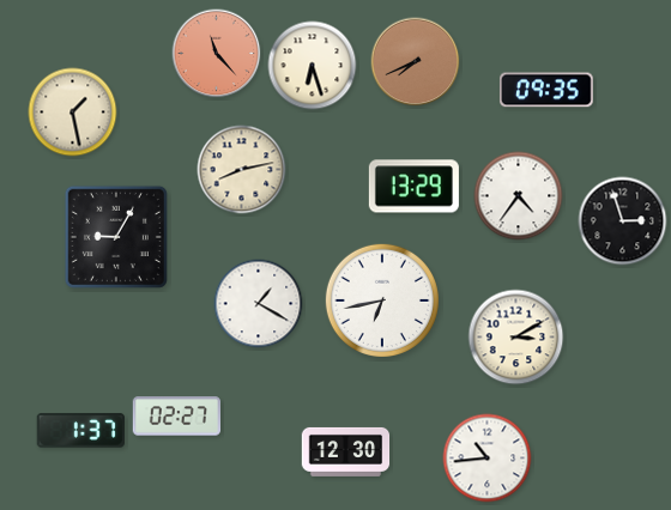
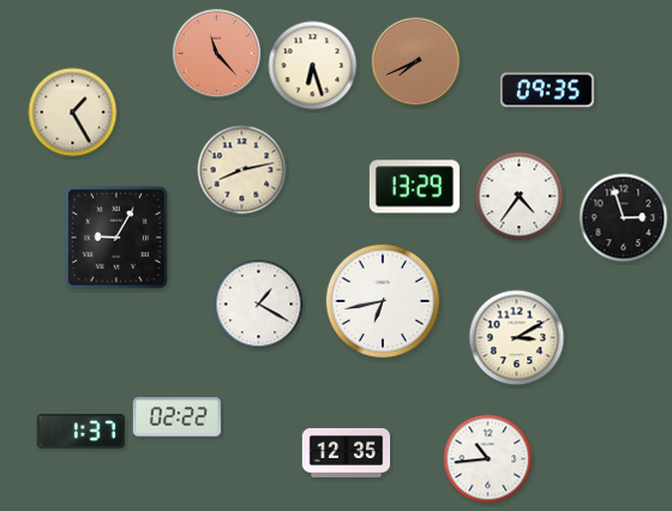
clock at (73, 113): 1:28 -> 1:25
clock at (623, 221) position: (623, 221) -> (624, 218)
clock at (177, 417): 02:27 -> 02:22
clock at (346, 451): 12:30 -> 12:35
